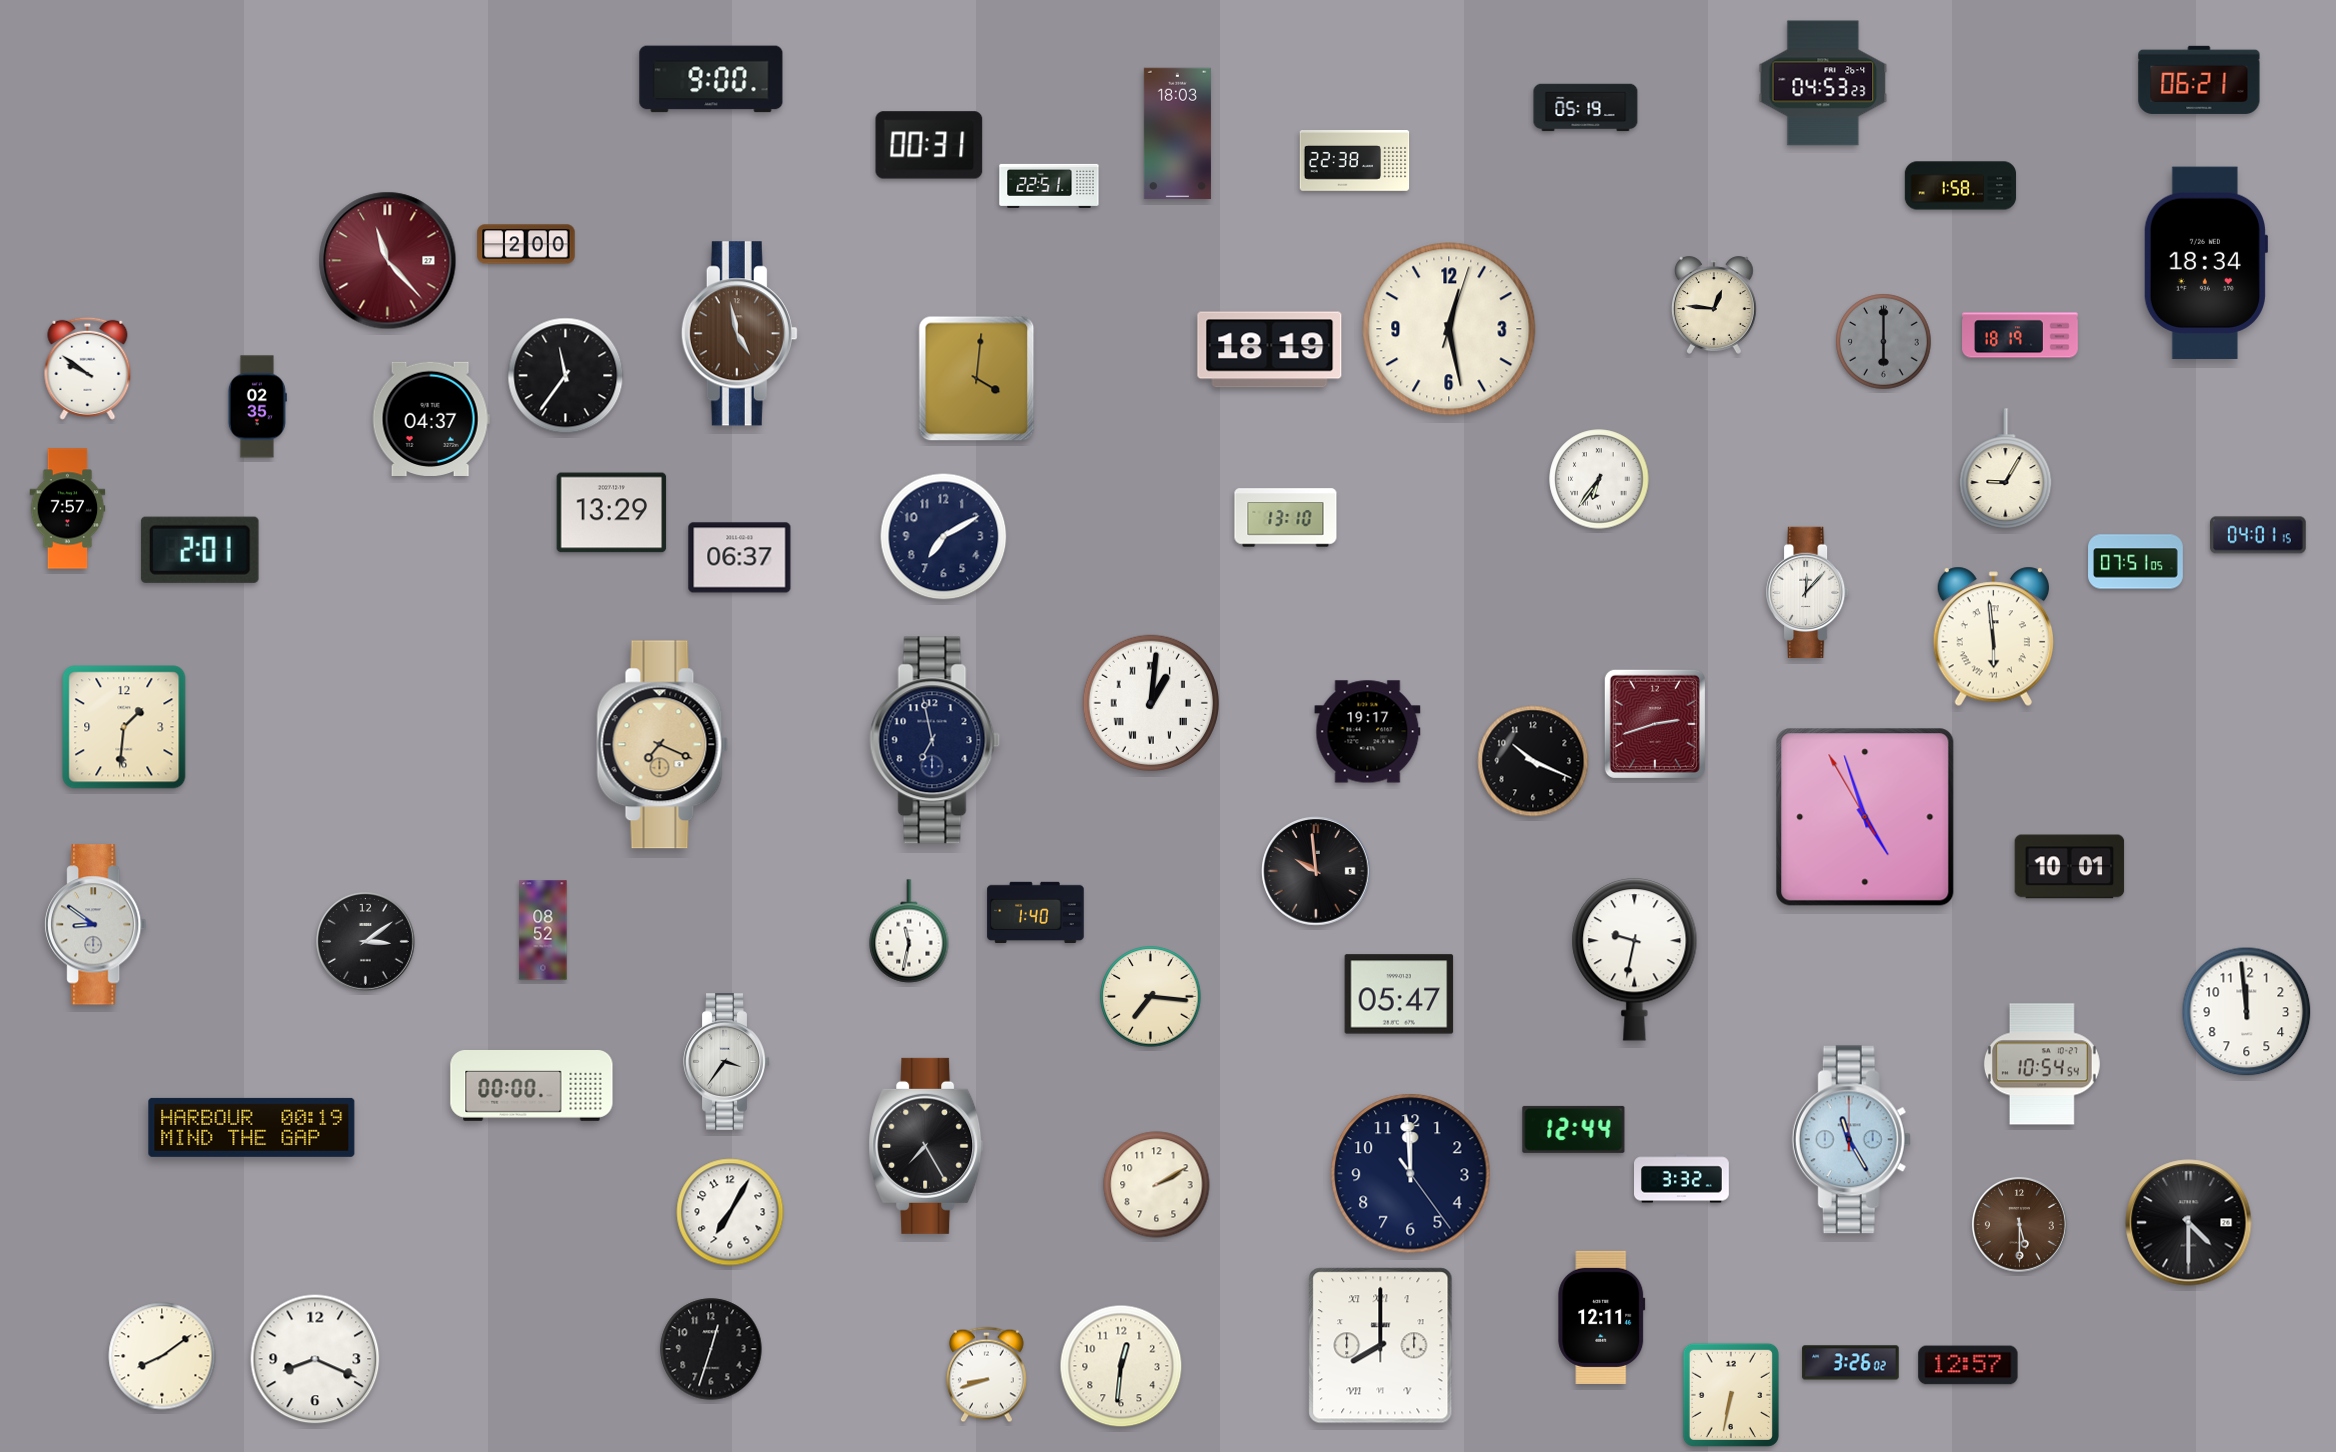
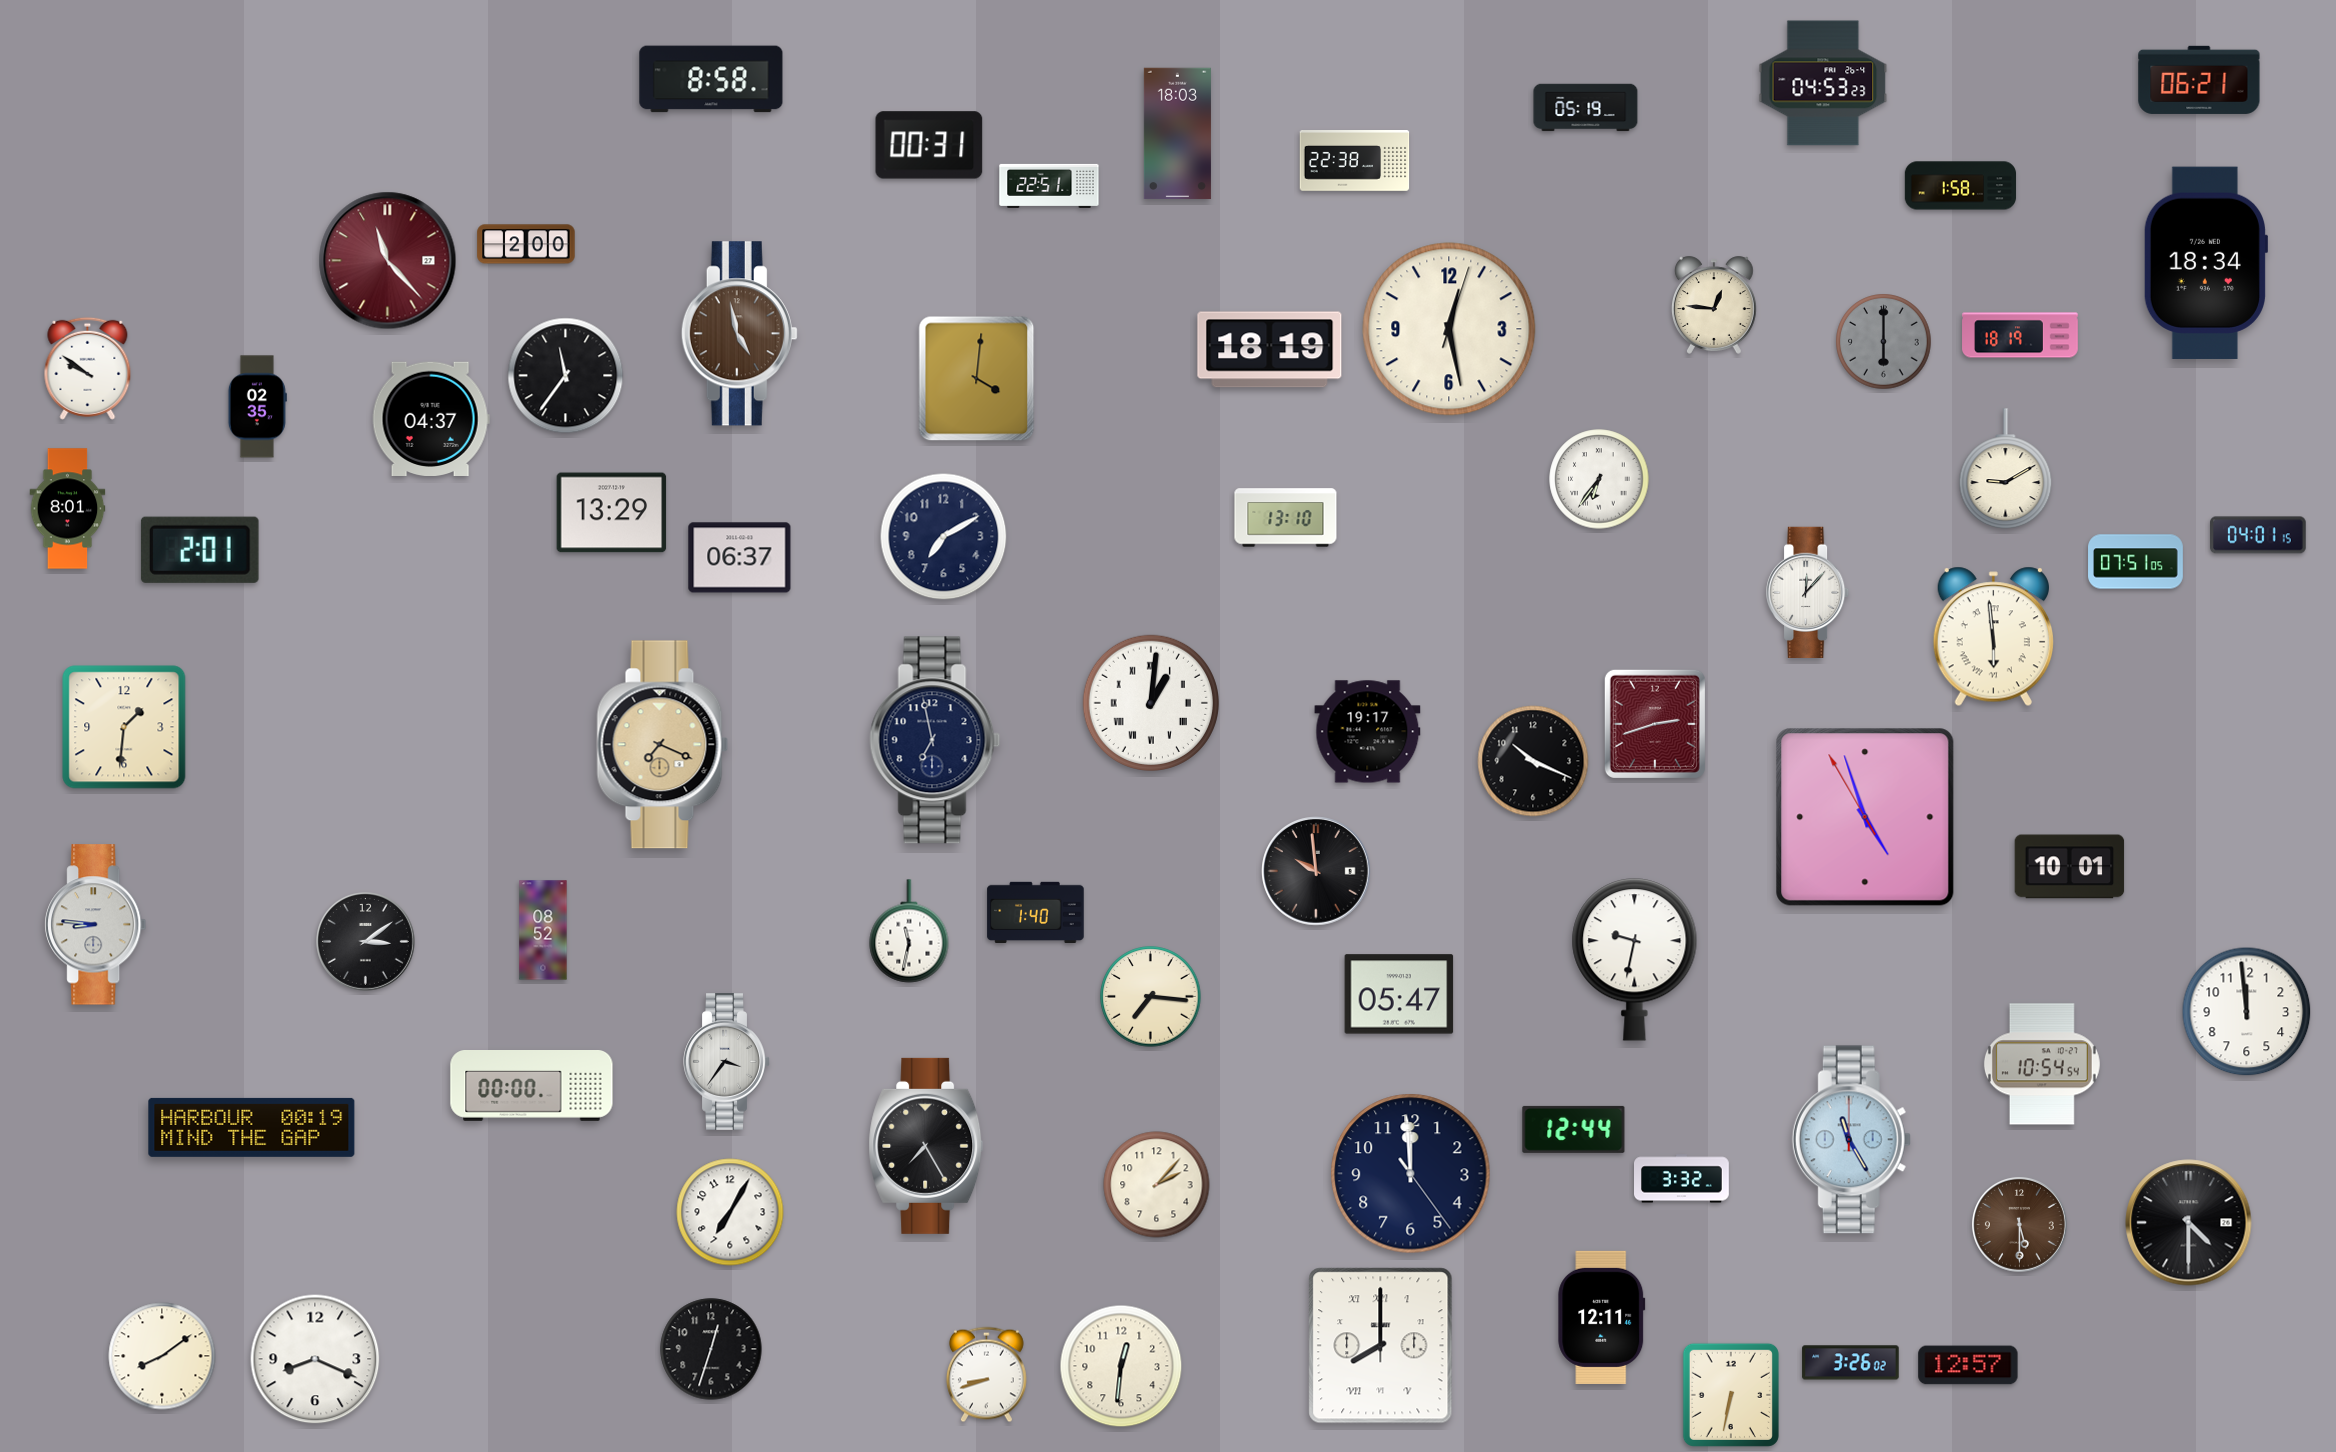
clock at (711, 79): 9:00 -> 8:58
clock at (2006, 469): 9:05 -> 9:10
clock at (68, 509): 7:57 -> 8:01
clock at (96, 925): 8:51 -> 8:46
clock at (1157, 1185): 2:10 -> 2:07
